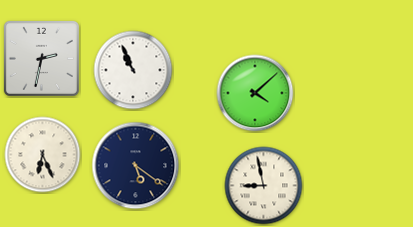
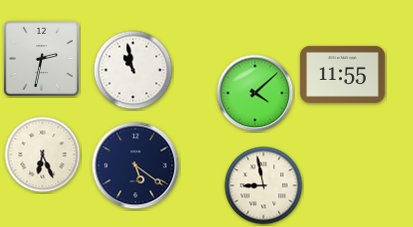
clock at (133, 70): 10:56 -> 10:58
clock at (343, 74): none -> 11:55
